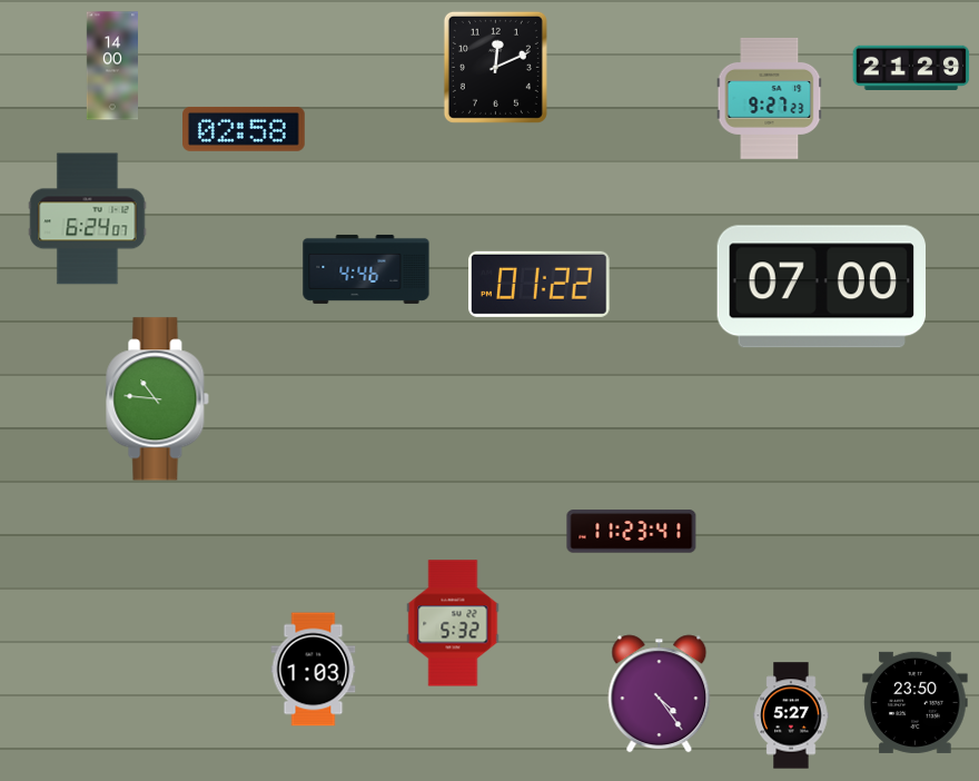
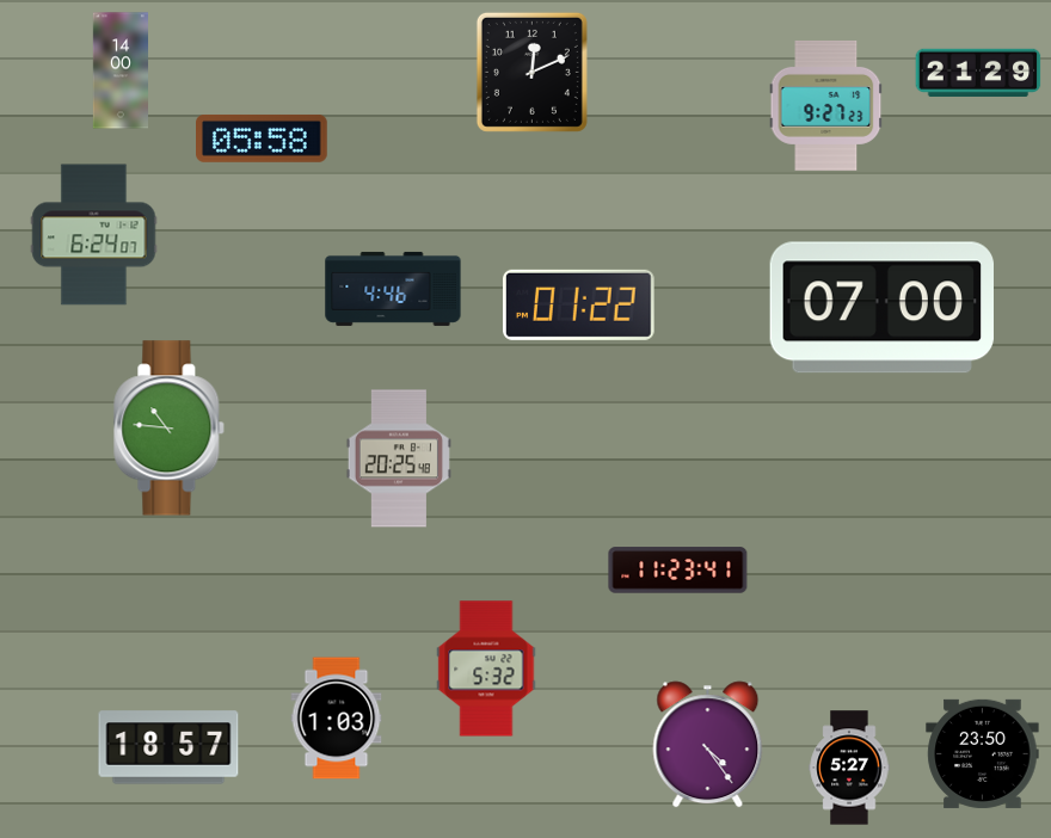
clock at (245, 129): 02:58 -> 05:58
clock at (399, 458): none -> 20:25
clock at (168, 747): none -> 18:57
